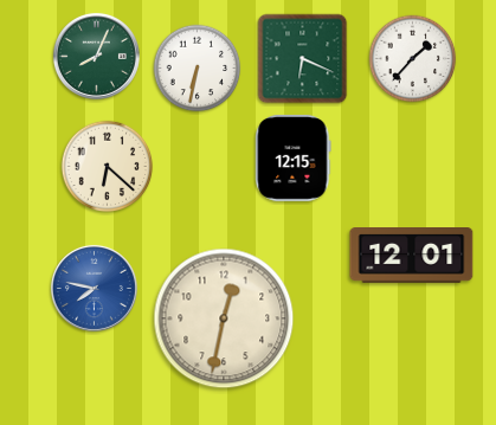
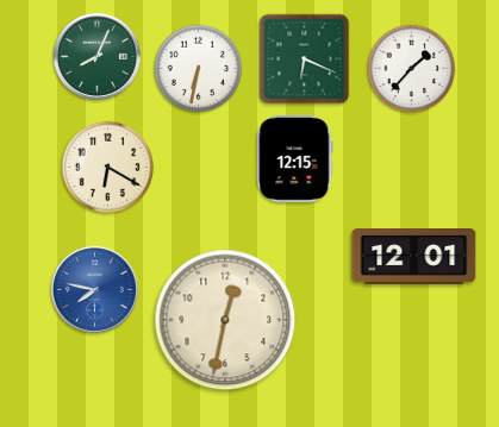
clock at (413, 59) position: (413, 59) -> (412, 69)
clock at (108, 167): 6:22 -> 6:20
